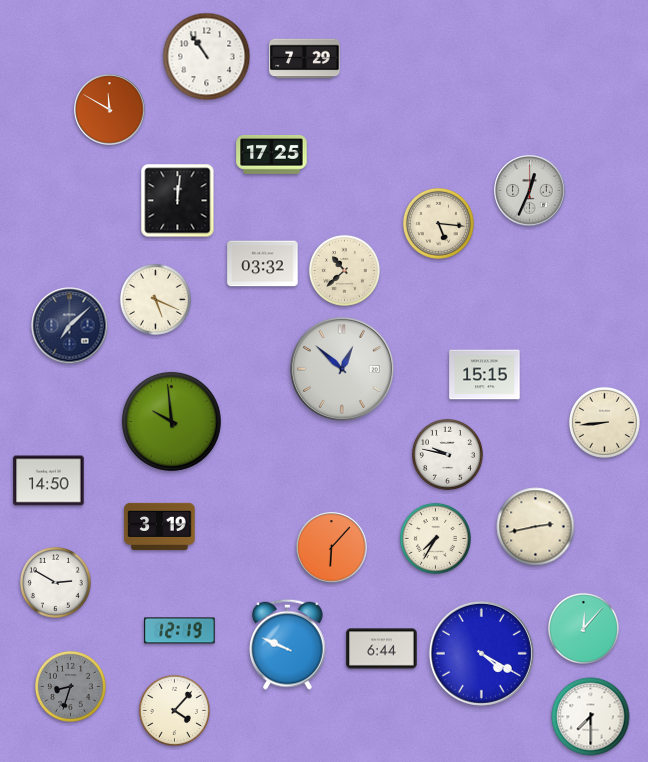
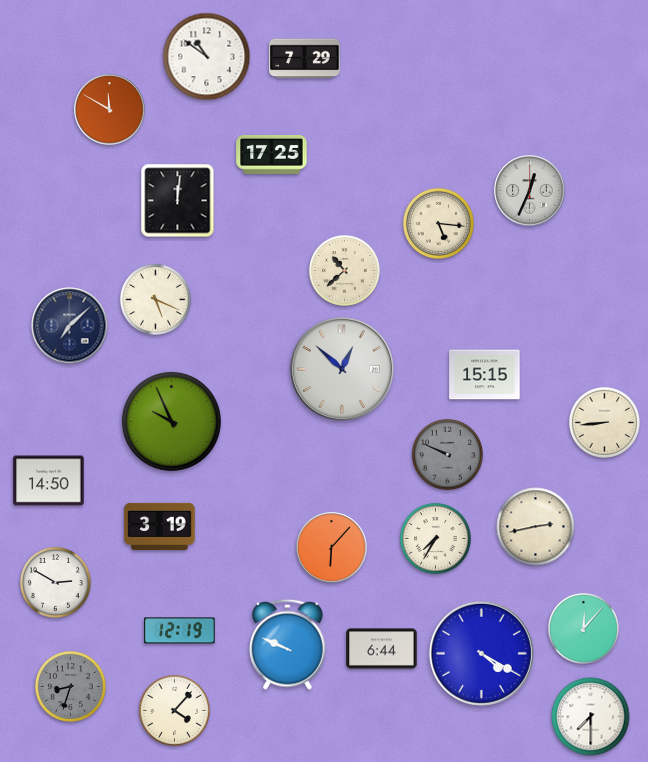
clock at (207, 57): 10:54 -> 10:51
clock at (263, 264): 03:32 -> none
clock at (171, 421): 9:59 -> 9:56
clock at (447, 454): 9:47 -> 9:49
clock at (447, 454) dial: white -> grey
